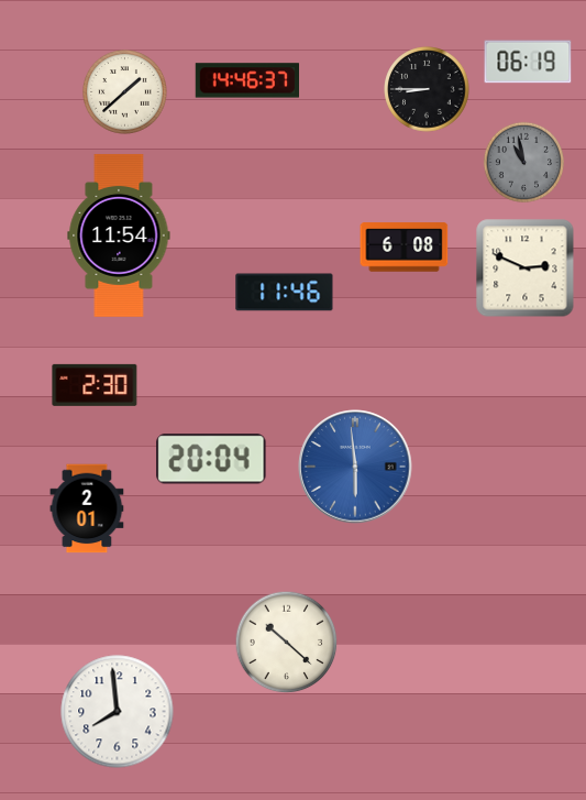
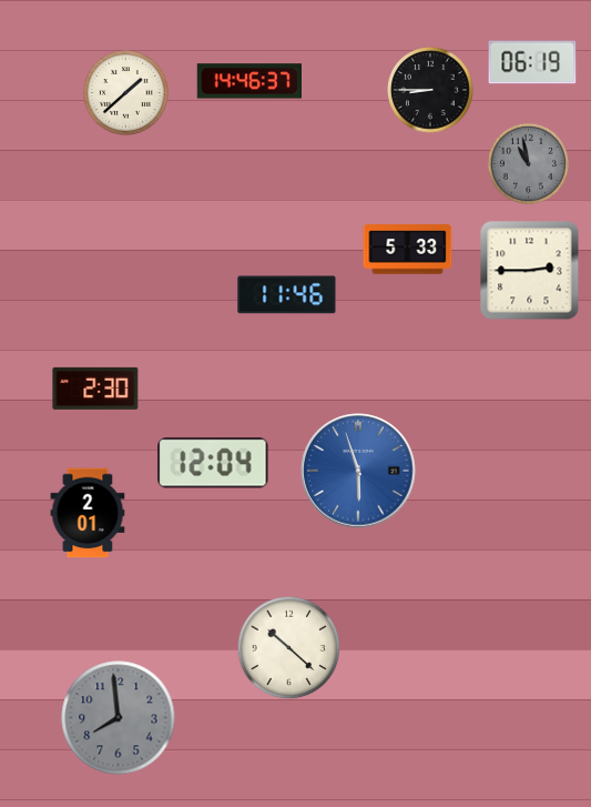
clock at (119, 235): 11:54 -> none
clock at (405, 248): 6:08 -> 5:33
clock at (526, 269): 2:49 -> 2:45
clock at (211, 459): 20:04 -> 12:04
clock at (355, 467): 5:59 -> 5:57
clock at (118, 712) dial: white -> grey
